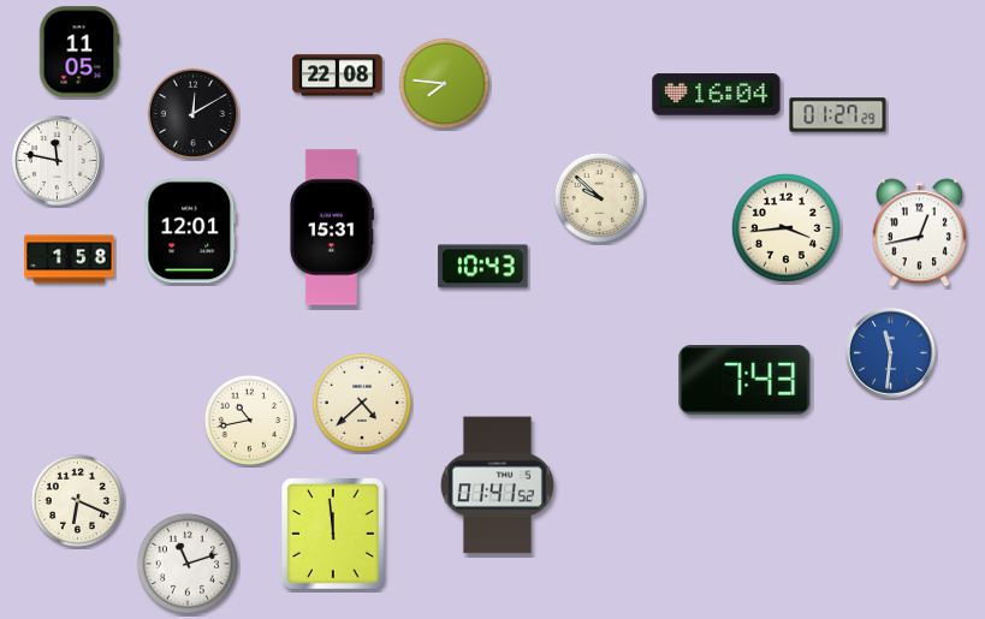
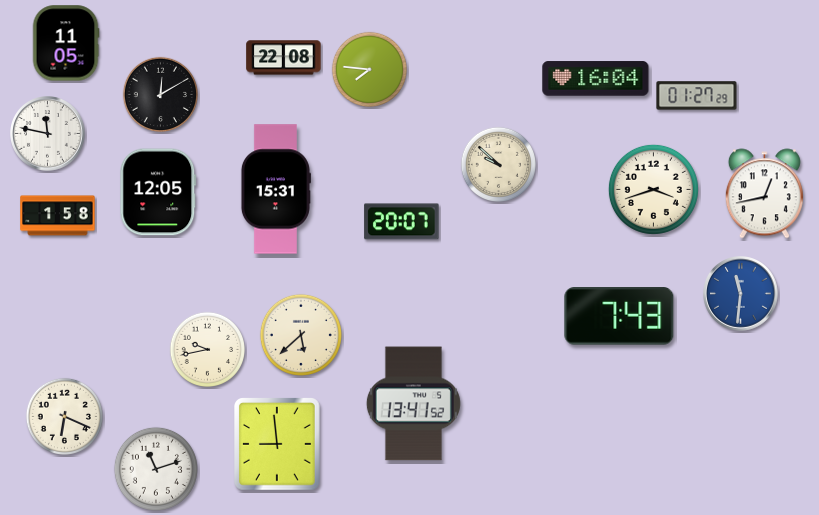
clock at (338, 76) position: (338, 76) -> (284, 58)
clock at (785, 227): 3:44 -> 3:42
clock at (190, 231): 12:01 -> 12:05
clock at (483, 267): 10:43 -> 20:07
clock at (362, 403): 4:38 -> 5:38
clock at (249, 419): 10:43 -> 9:43
clock at (497, 486): 01:41 -> 13:41
clock at (334, 535): 11:59 -> 8:59
